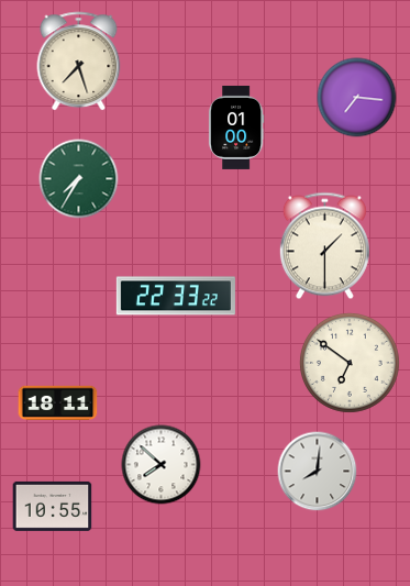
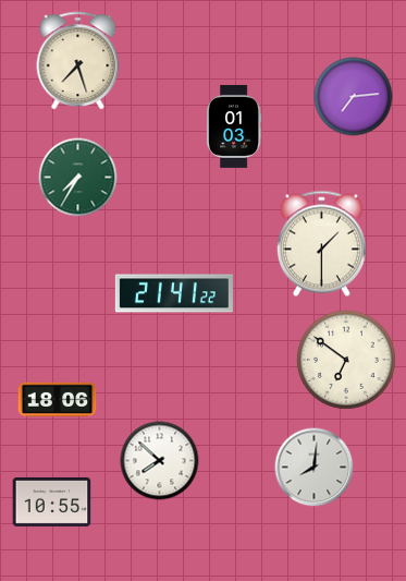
clock at (357, 98): 7:16 -> 7:14
clock at (236, 128): 01:00 -> 01:03
clock at (176, 296): 22:33 -> 21:41
clock at (58, 402): 18:11 -> 18:06
